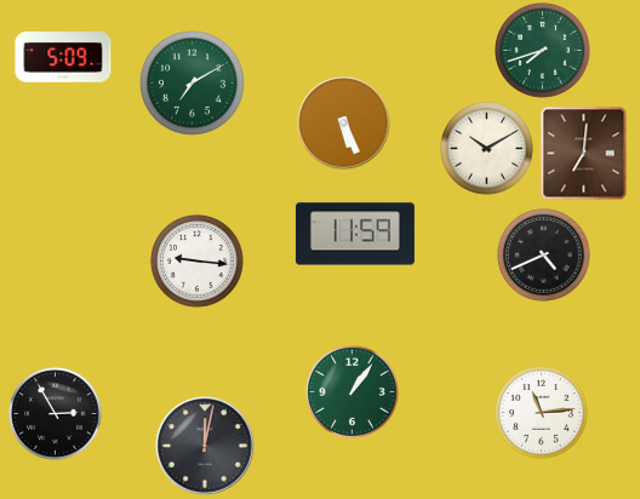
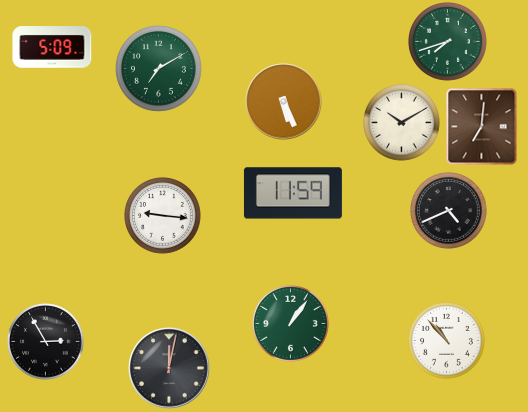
clock at (542, 413): 11:14 -> 10:53
